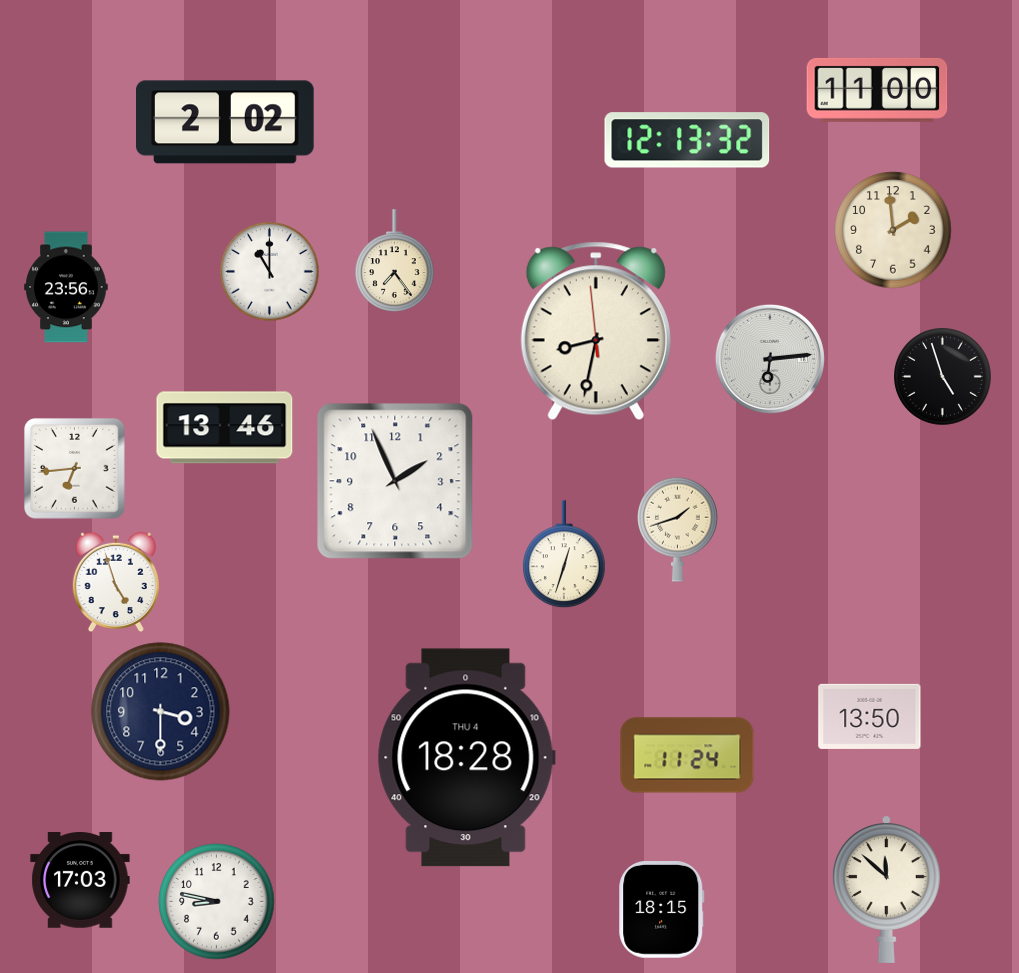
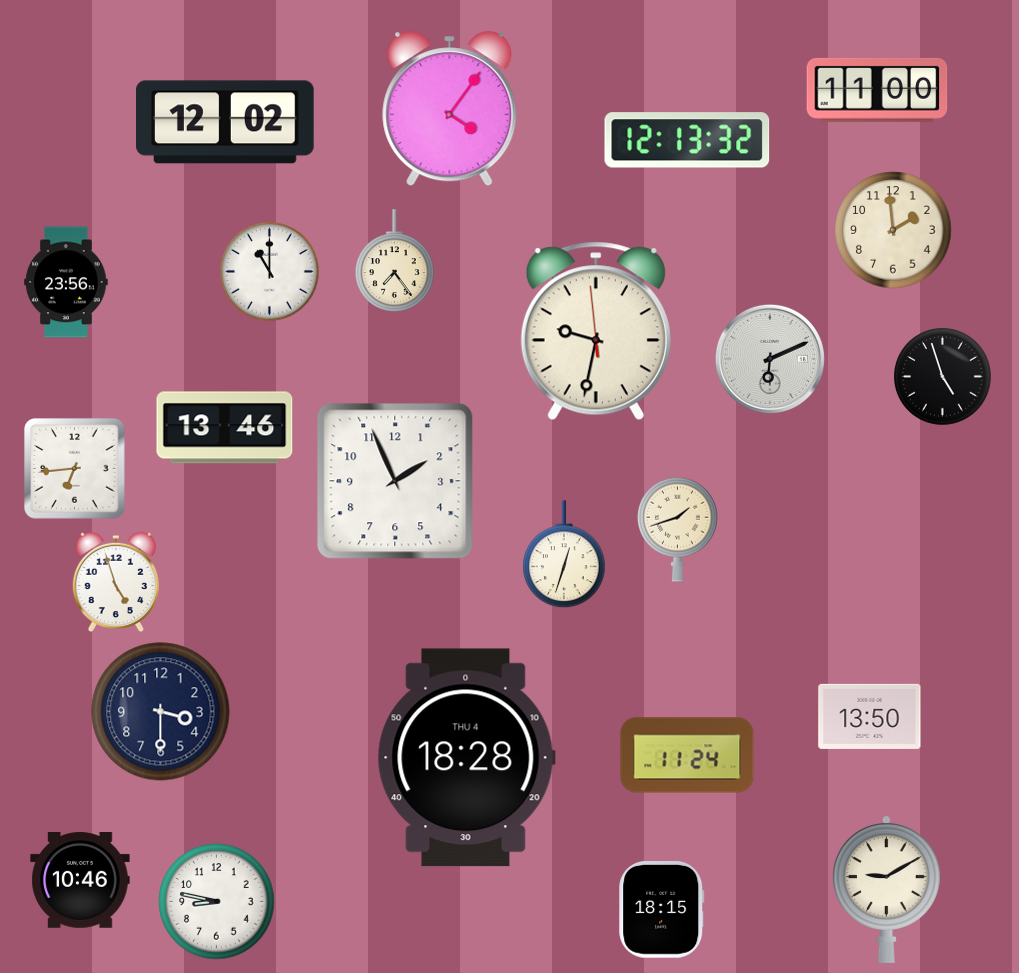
clock at (450, 109): none -> 4:06
clock at (226, 122): 2:02 -> 12:02
clock at (66, 287) position: (66, 287) -> (66, 282)
clock at (596, 331): 8:31 -> 9:31
clock at (770, 359): 6:14 -> 6:11
clock at (80, 881): 17:03 -> 10:46
clock at (886, 889): 11:52 -> 9:10
